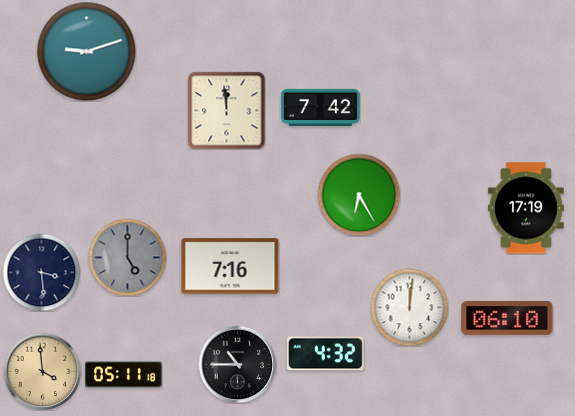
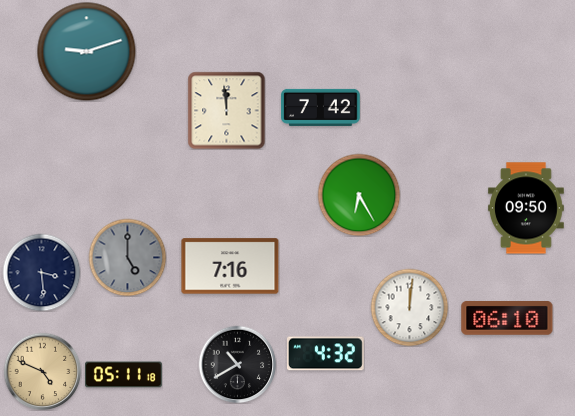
clock at (526, 208): 17:19 -> 09:50
clock at (237, 364): 10:45 -> 10:40
clock at (42, 371): 3:59 -> 4:49
